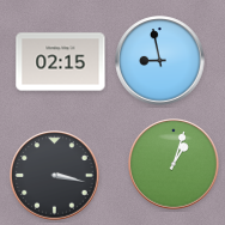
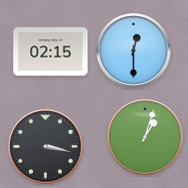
clock at (160, 61): 8:58 -> 12:30
